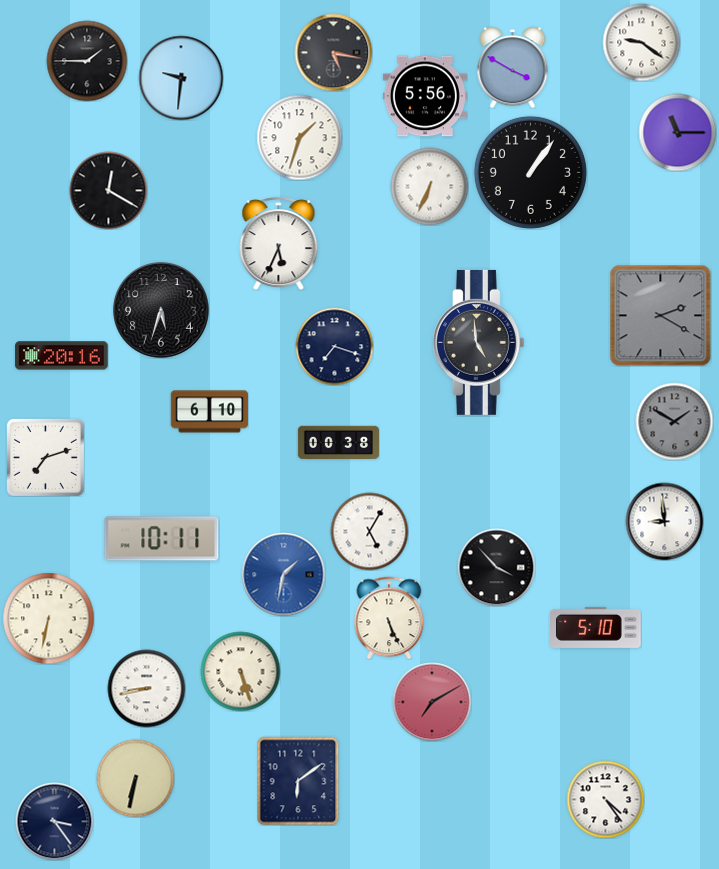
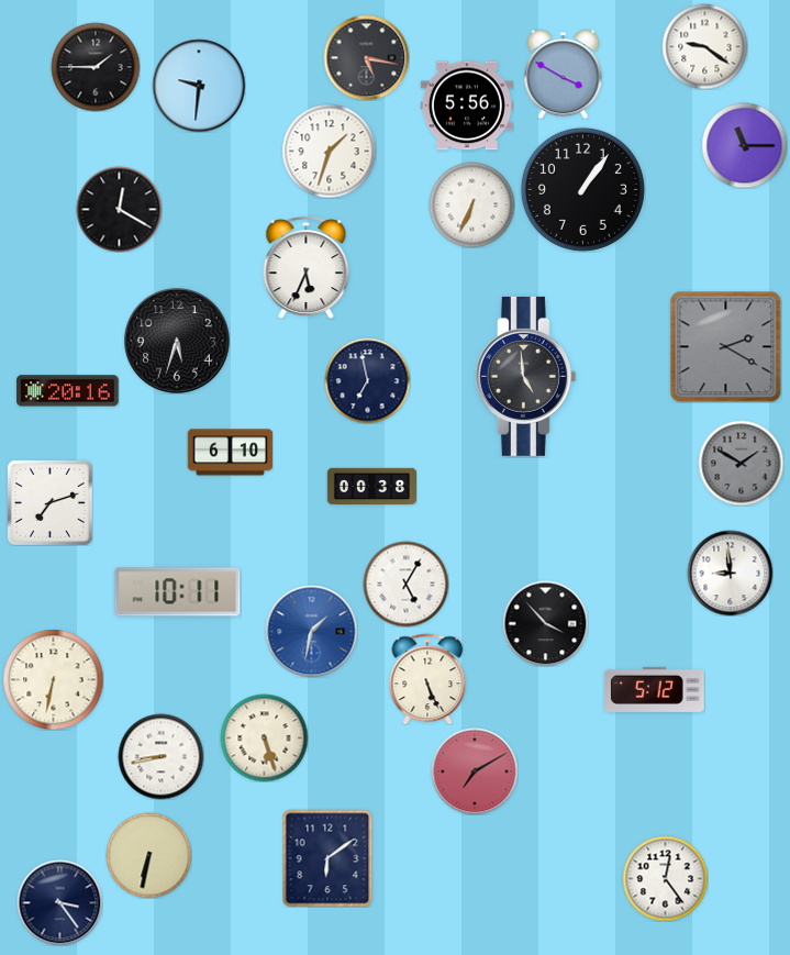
clock at (334, 346): 7:18 -> 6:58
clock at (596, 627): 5:10 -> 5:12
clock at (605, 799): 4:24 -> 12:24
